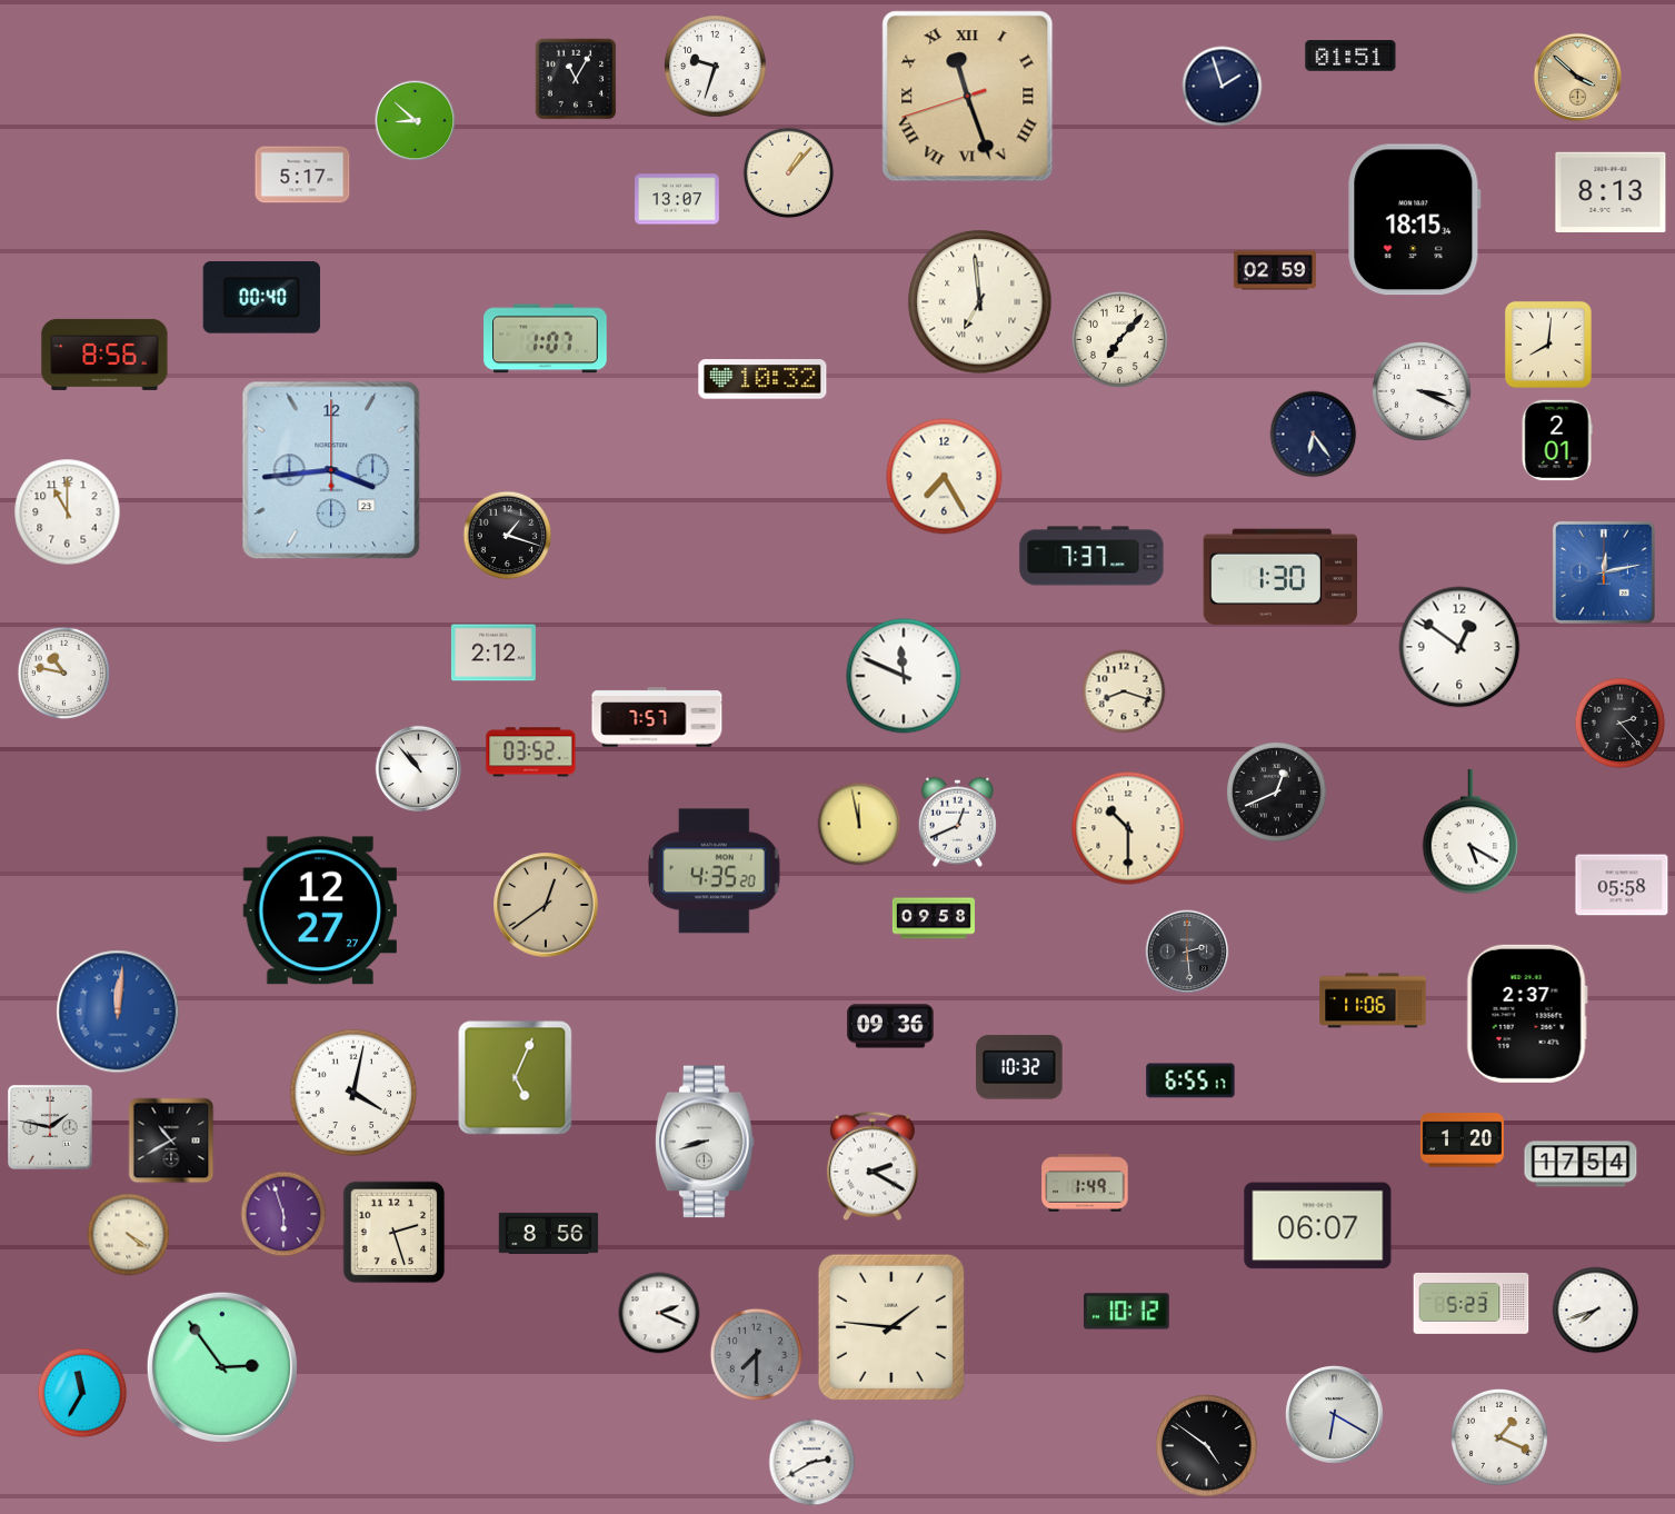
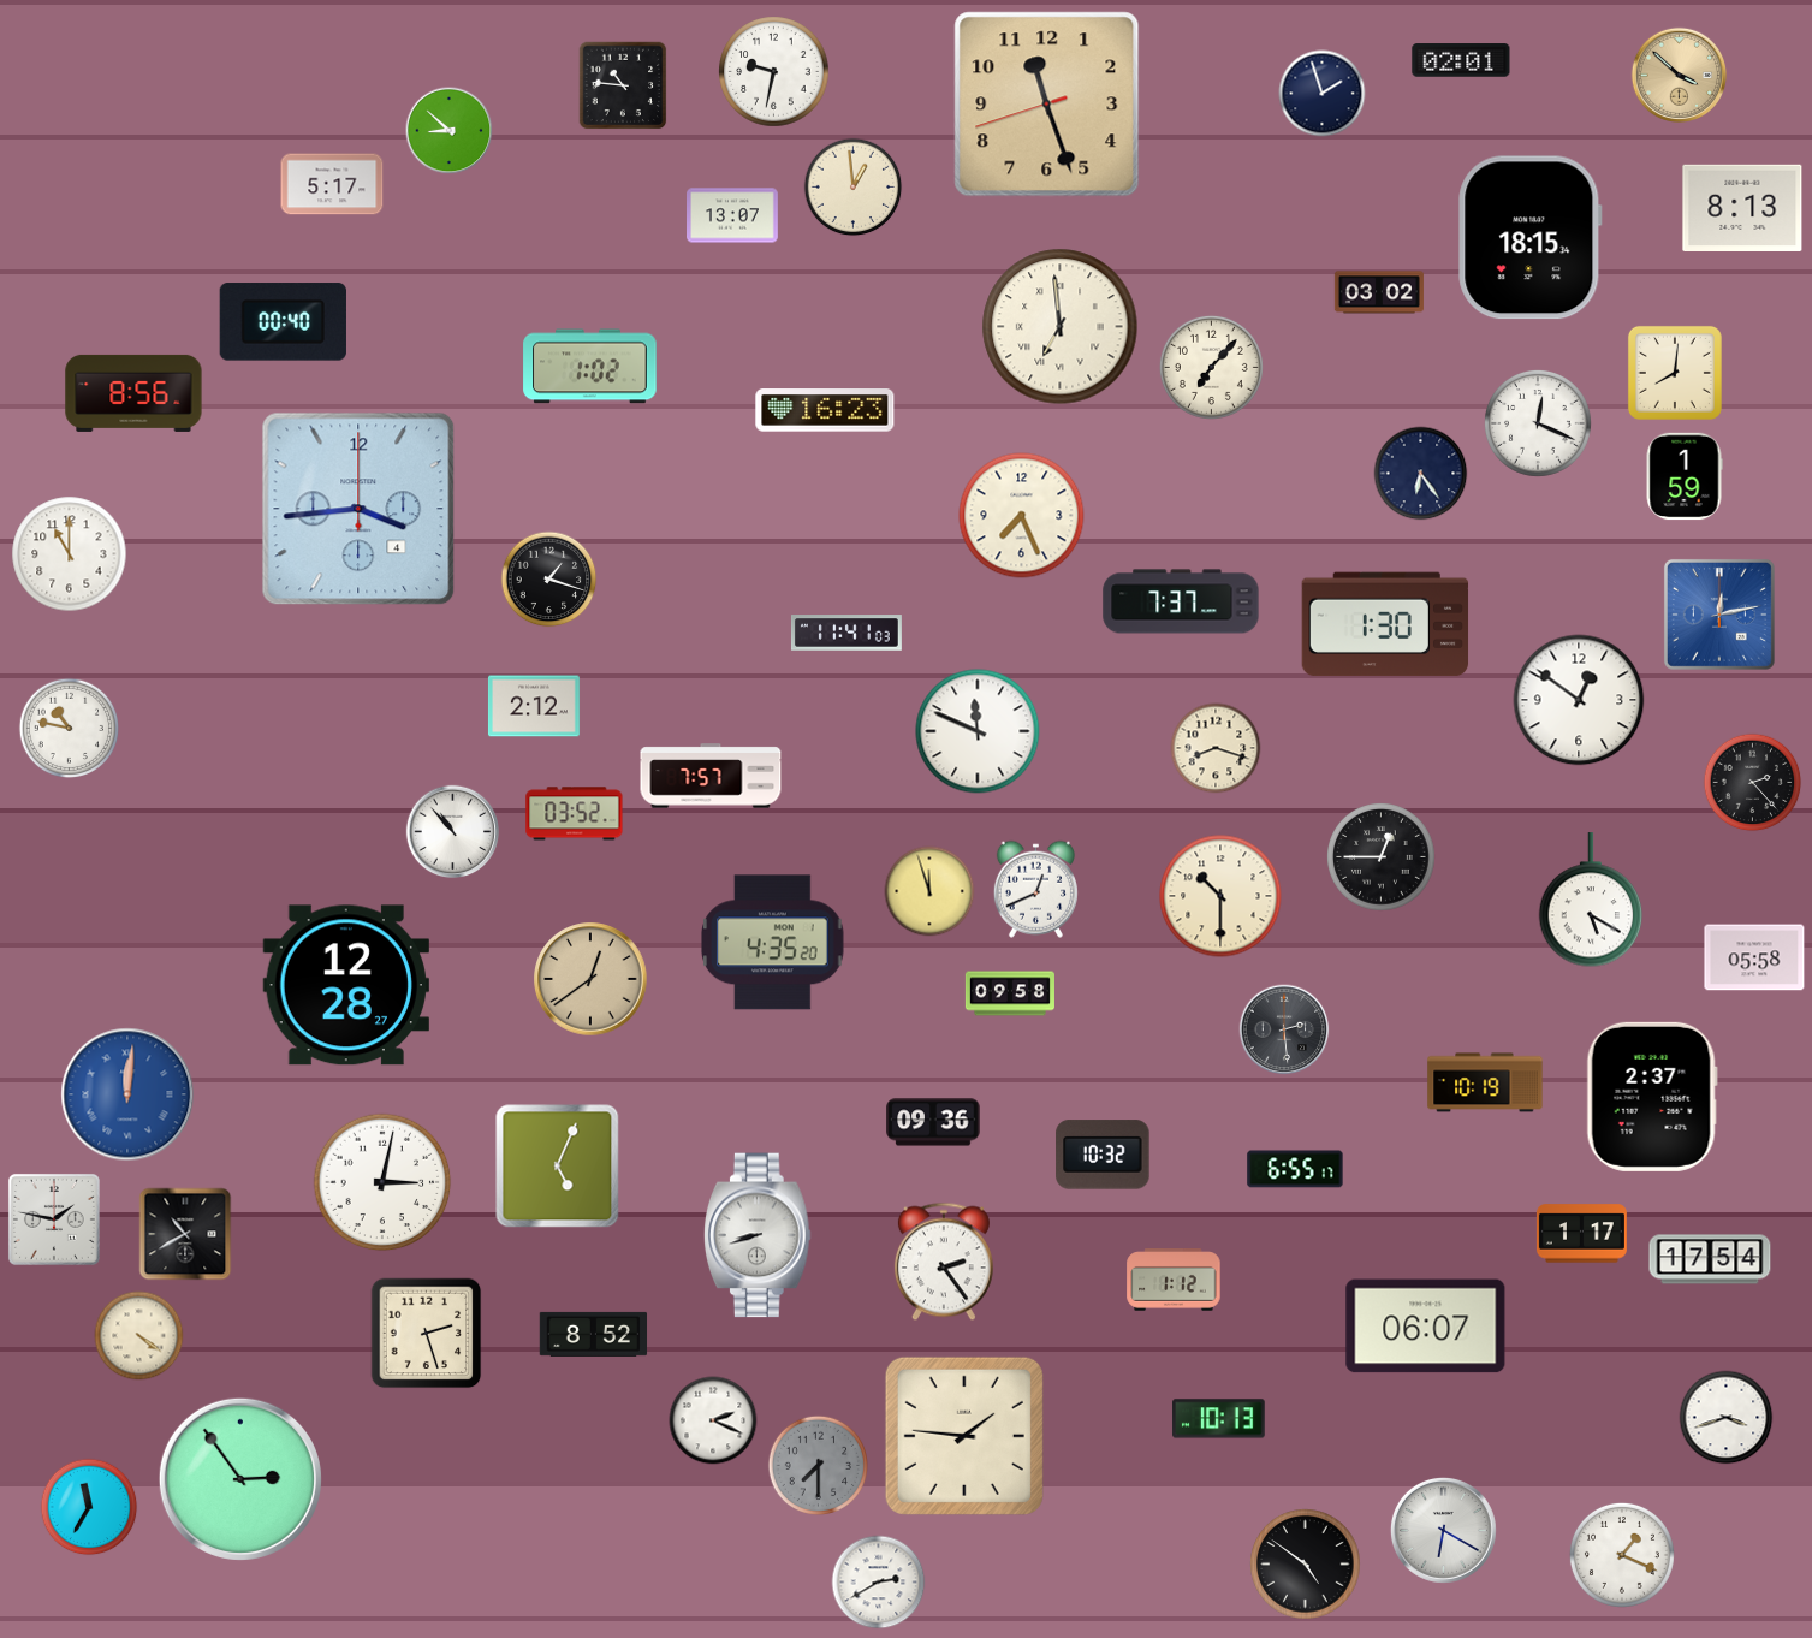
clock at (1350, 56): 01:51 -> 02:01
clock at (716, 67): 9:33 -> 9:32
clock at (1577, 77) position: (1577, 77) -> (1679, 75)
clock at (576, 79): 11:05 -> 10:46
clock at (968, 97) numerals: Roman -> Arabic
clock at (789, 173): 1:07 -> 12:59
clock at (302, 175) position: (302, 175) -> (332, 184)
clock at (1275, 270): 02:59 -> 03:02
clock at (546, 339): 1:07 -> 1:02
clock at (104, 355) position: (104, 355) -> (133, 393)
clock at (762, 379): 10:32 -> 16:23
clock at (1422, 391): 3:19 -> 12:19
clock at (1314, 435) position: (1314, 435) -> (1421, 474)
clock at (1557, 440): 2:01 -> 1:59
clock at (331, 470) date: 23 -> 4
clock at (945, 477): 7:25 -> 7:26
clock at (68, 512) position: (68, 512) -> (70, 554)
clock at (1604, 572) position: (1604, 572) -> (1719, 615)
clock at (846, 633): none -> 11:41
clock at (1277, 793): 12:41 -> 12:45
clock at (859, 824): 11:58 -> 11:57
clock at (319, 910): 12:27 -> 12:28
clock at (1373, 1000): 11:06 -> 10:19
clock at (890, 1026) position: (890, 1026) -> (933, 1122)
clock at (1190, 1080) position: (1190, 1080) -> (1295, 1169)
clock at (353, 1093): 4:02 -> 3:02
clock at (1462, 1141): 1:20 -> 1:17
clock at (706, 1142) position: (706, 1142) -> (759, 1235)
clock at (873, 1166): 2:20 -> 2:24
clock at (1085, 1184): 1:49 -> 1:12
clock at (283, 1214): 5:57 -> none
clock at (549, 1233): 8:56 -> 8:52
clock at (1472, 1303): 5:23 -> none
clock at (1596, 1311): 7:42 -> 3:42
clock at (1127, 1312): 10:12 -> 10:13
